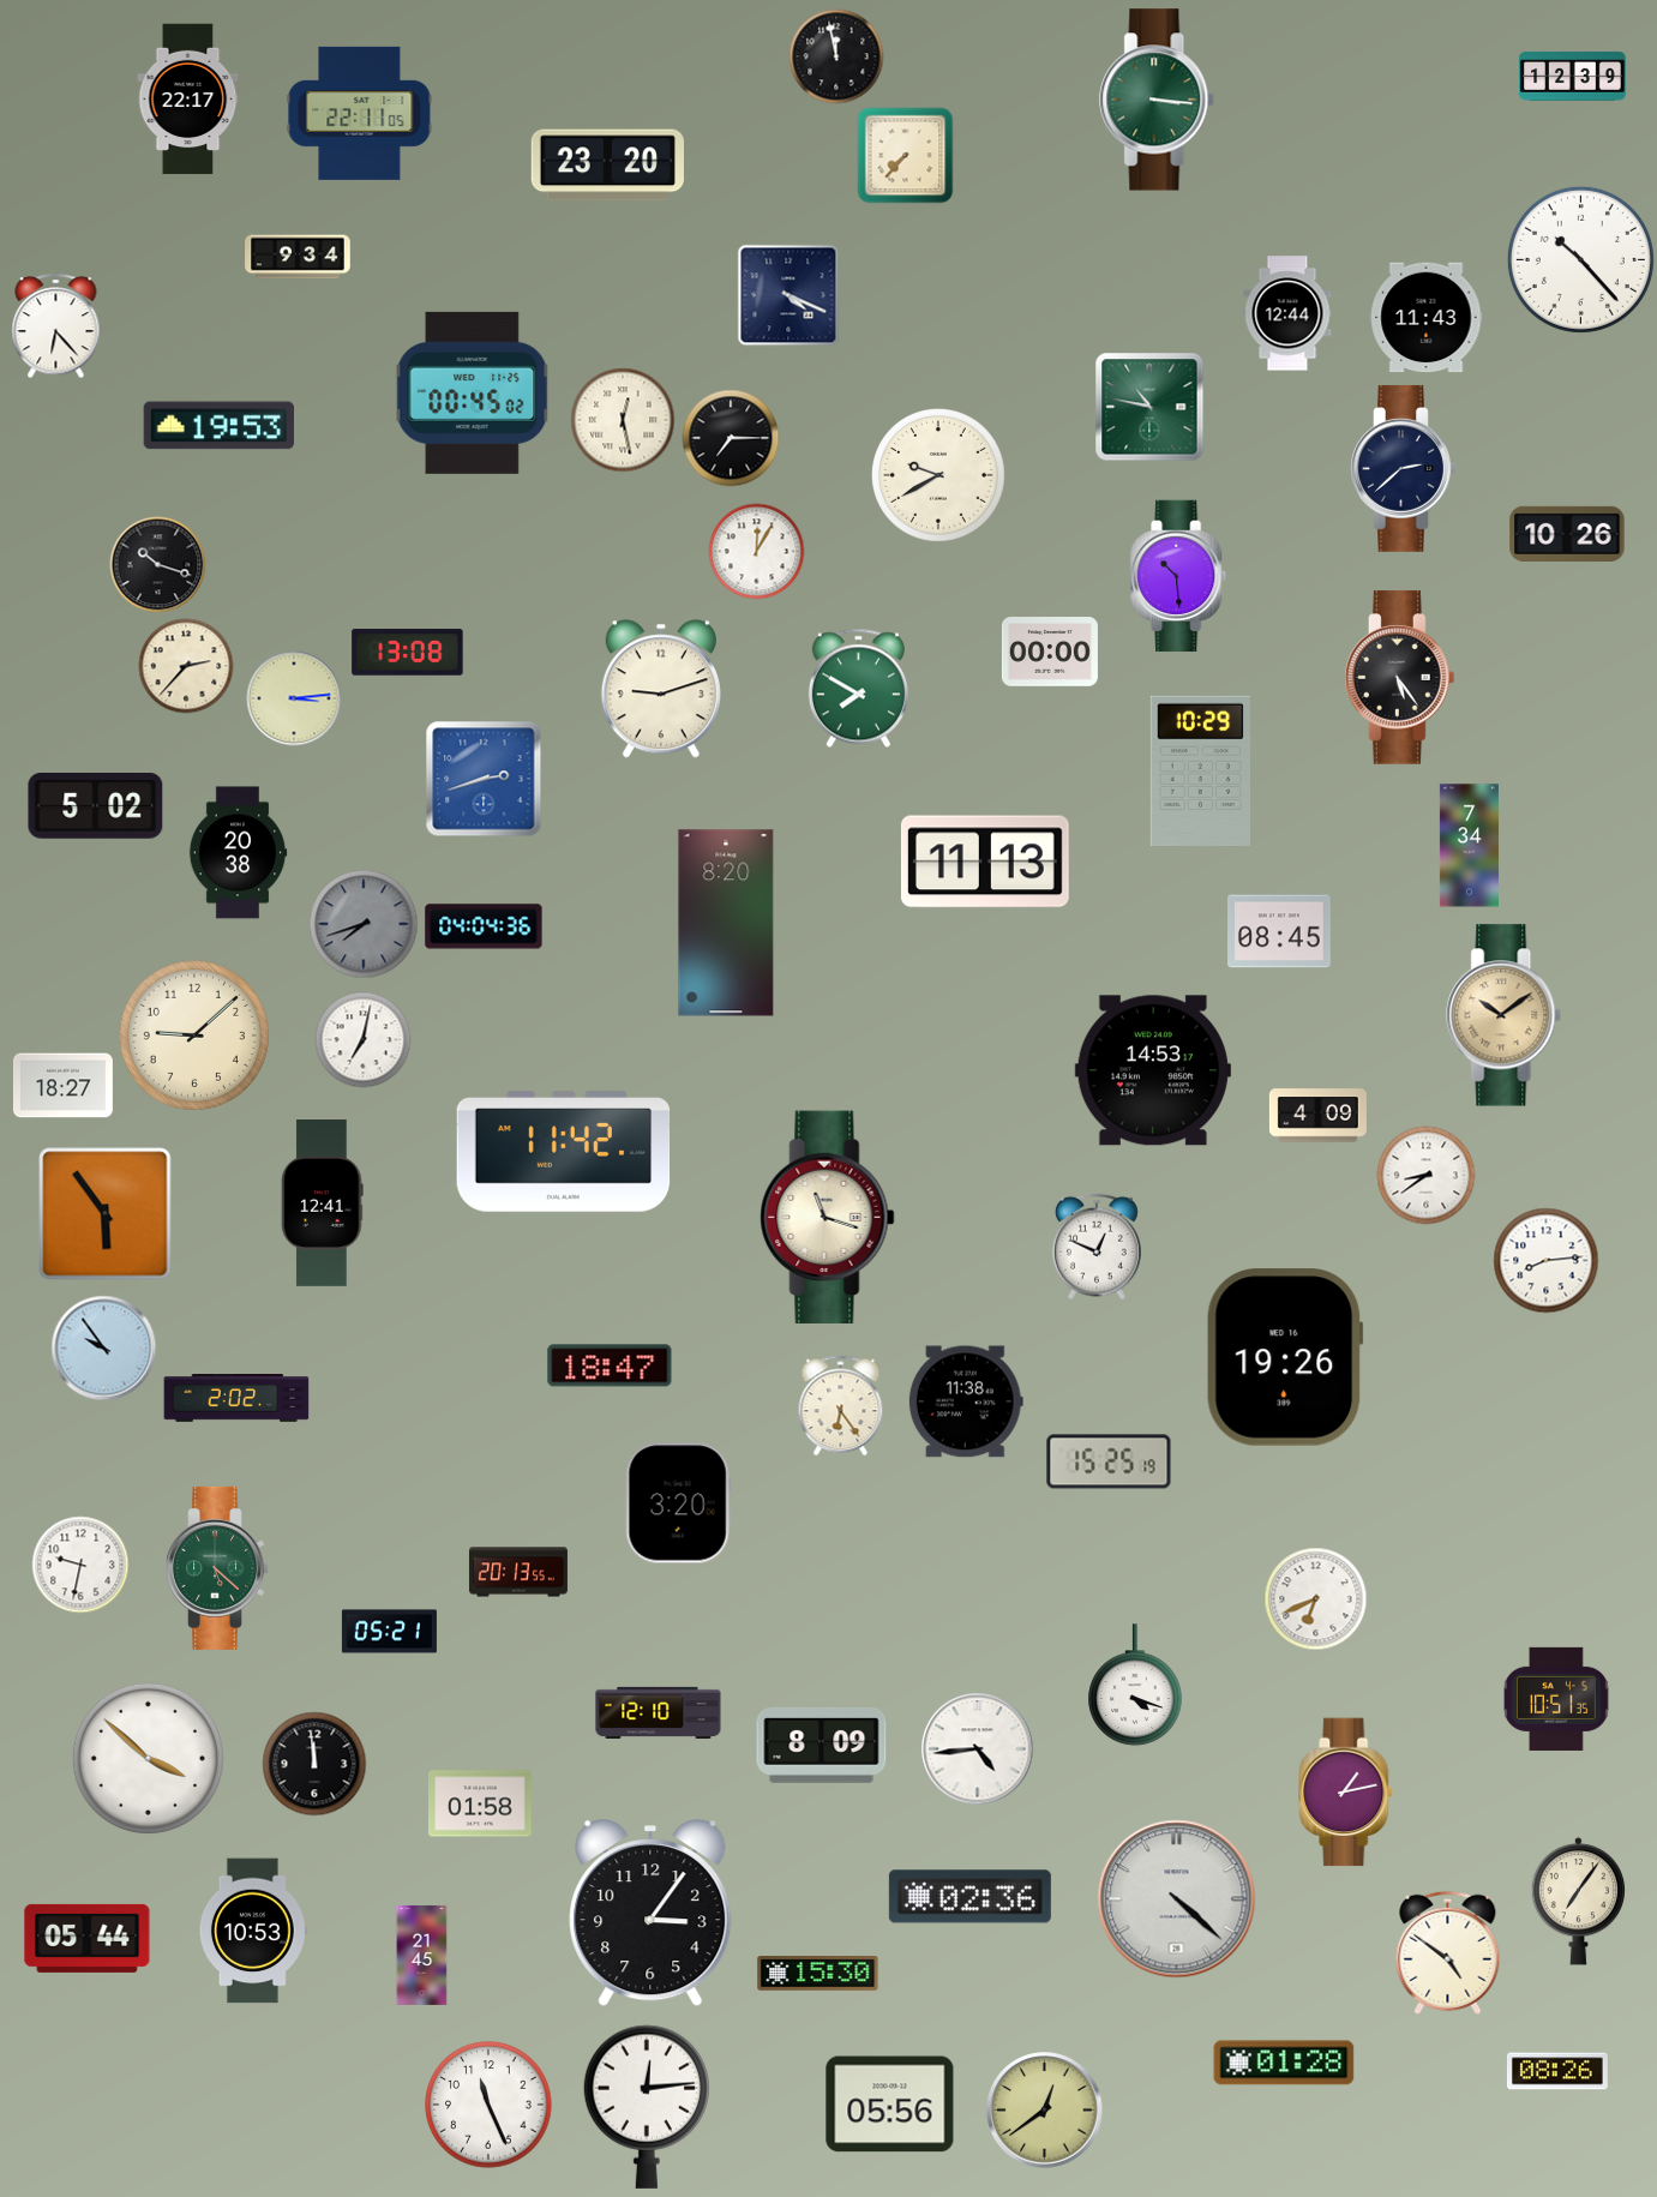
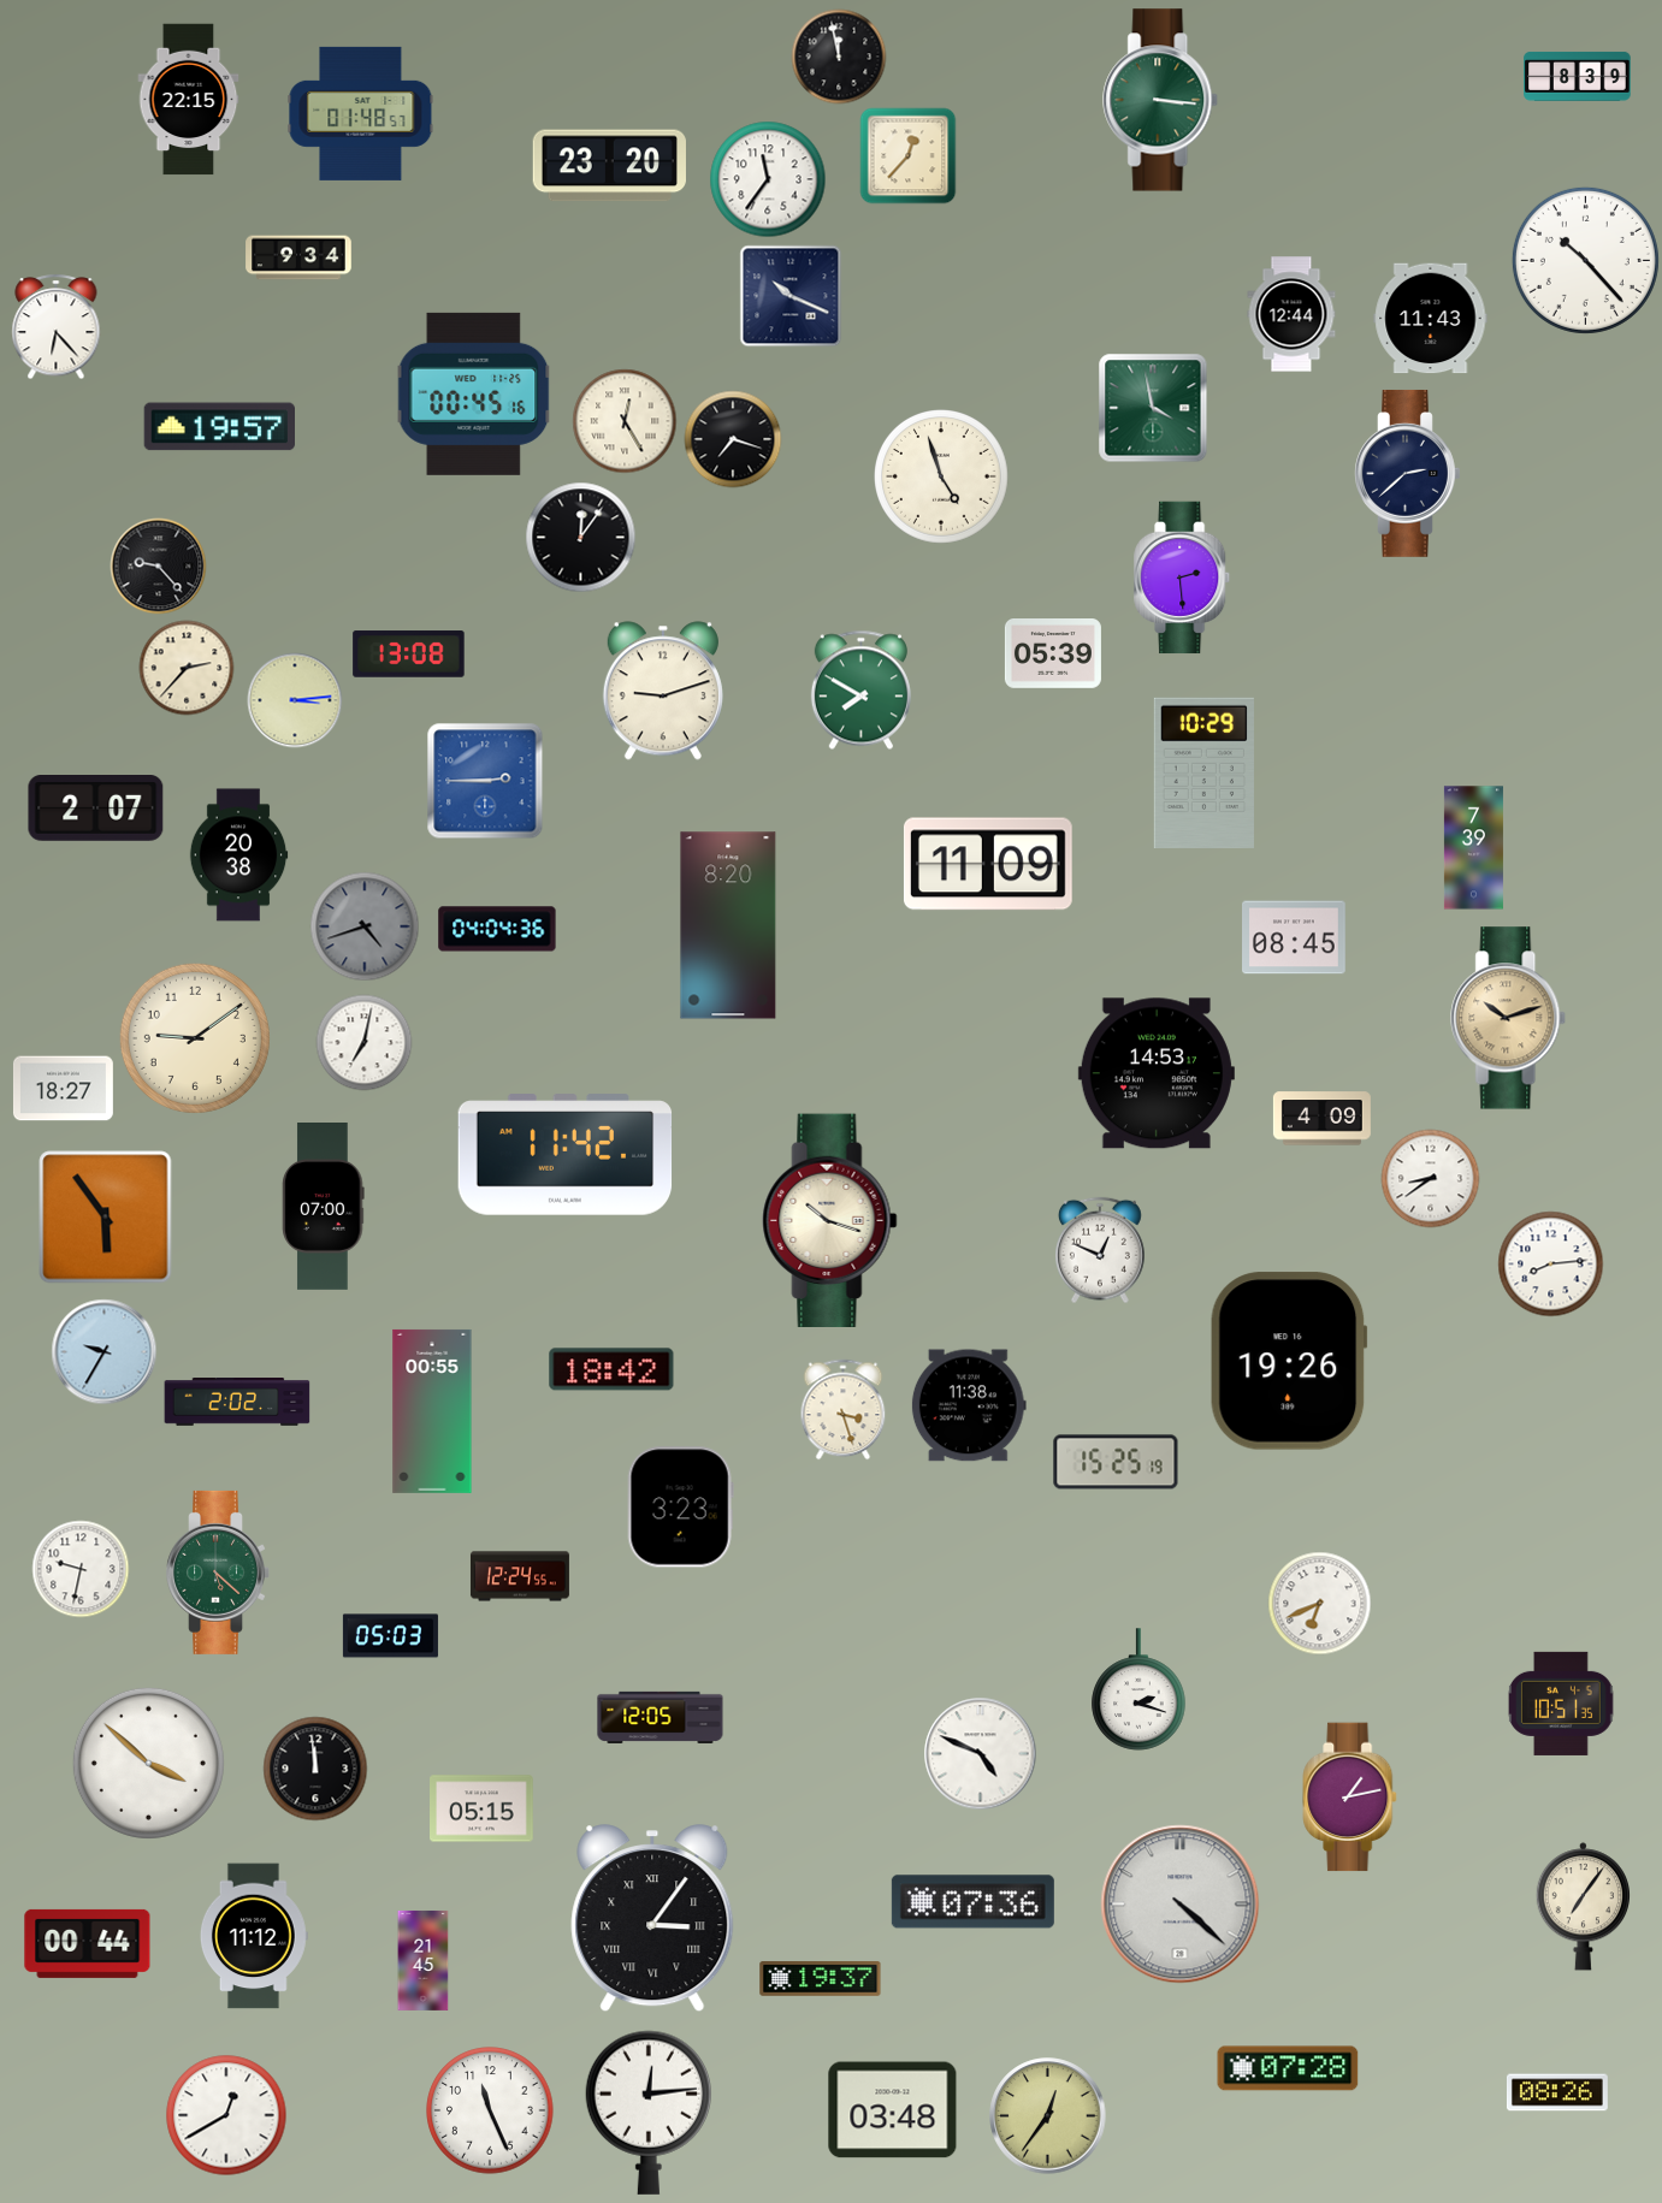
clock at (1573, 76): 12:39 -> 8:39
clock at (188, 100): 22:17 -> 22:15
clock at (360, 113): 22:11 -> 01:48
clock at (905, 155): 7:37 -> 12:37
clock at (768, 179): none -> 11:36
clock at (788, 295): 4:19 -> 10:19
clock at (473, 392): 00:45:02 -> 00:45:16
clock at (1149, 407): 10:47 -> 3:58
clock at (623, 420): 12:28 -> 12:25
clock at (218, 426): 19:53 -> 19:57
clock at (731, 438): 7:15 -> 7:18
clock at (1404, 468) position: (1404, 468) -> (1408, 473)
clock at (939, 476): 9:40 -> 4:57
clock at (1567, 534): 10:26 -> none
clock at (580, 537): none -> 12:06
clock at (756, 551): 12:05 -> none
clock at (157, 564): 10:18 -> 9:23
clock at (1179, 576): 10:29 -> 2:29
clock at (1050, 653): 00:00 -> 05:39
clock at (1400, 678): 5:24 -> none
clock at (484, 779): 2:42 -> 2:45
clock at (96, 806): 5:02 -> 2:07
clock at (1469, 846): 7:34 -> 7:39
clock at (985, 862): 11:13 -> 11:09
clock at (364, 924): 7:42 -> 4:42
clock at (484, 926) position: (484, 926) -> (497, 929)
clock at (1280, 931) position: (1280, 931) -> (1295, 937)
clock at (1505, 1015): 10:09 -> 10:12
clock at (194, 1036): 9:08 -> 9:09
clock at (323, 1203): 12:41 -> 07:00
clock at (828, 1217): 11:18 -> 10:18
clock at (103, 1347): 9:54 -> 9:35
clock at (610, 1365): 18:47 -> 18:42
clock at (841, 1405): 6:24 -> 3:27
clock at (432, 1411): none -> 00:55
clock at (1109, 1461) position: (1109, 1461) -> (1116, 1462)
clock at (678, 1503): 3:20 -> 3:23
clock at (518, 1572): 20:13 -> 12:24
clock at (389, 1632): 05:21 -> 05:03
clock at (1135, 1685): 4:18 -> 2:18
clock at (659, 1712): 12:10 -> 12:05
clock at (822, 1746): 8:09 -> none
clock at (977, 1748): 4:44 -> 4:49
clock at (481, 1803): 01:58 -> 05:15
clock at (969, 1897): 02:36 -> 07:36
clock at (650, 1914) numerals: Arabic -> Roman
clock at (253, 1931): 10:53 -> 11:12
clock at (88, 1938): 05:44 -> 00:44
clock at (1448, 1952): 4:51 -> none
clock at (818, 1974): 15:30 -> 19:37
clock at (1284, 2063): 01:28 -> 07:28
clock at (1557, 2071) position: (1557, 2071) -> (1557, 2092)
clock at (890, 2105): 05:56 -> 03:48
clock at (226, 2115): none -> 12:40
clock at (1045, 2111): 12:39 -> 12:36
